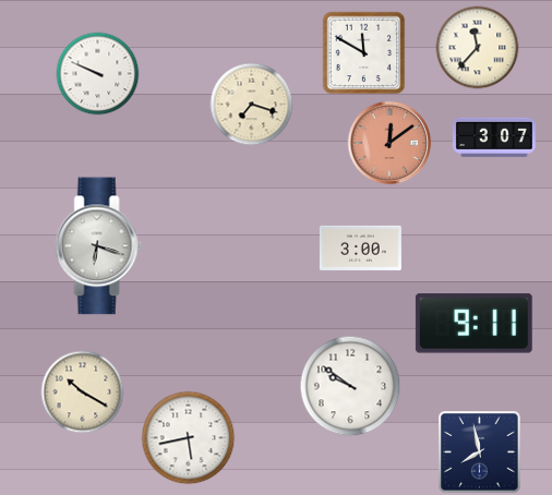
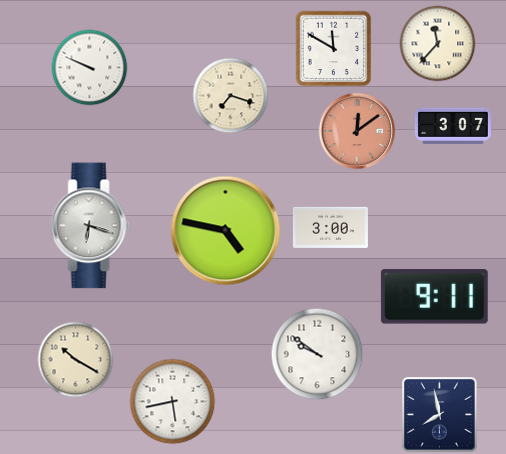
clock at (226, 231): none -> 4:47
clock at (350, 386) position: (350, 386) -> (317, 354)
